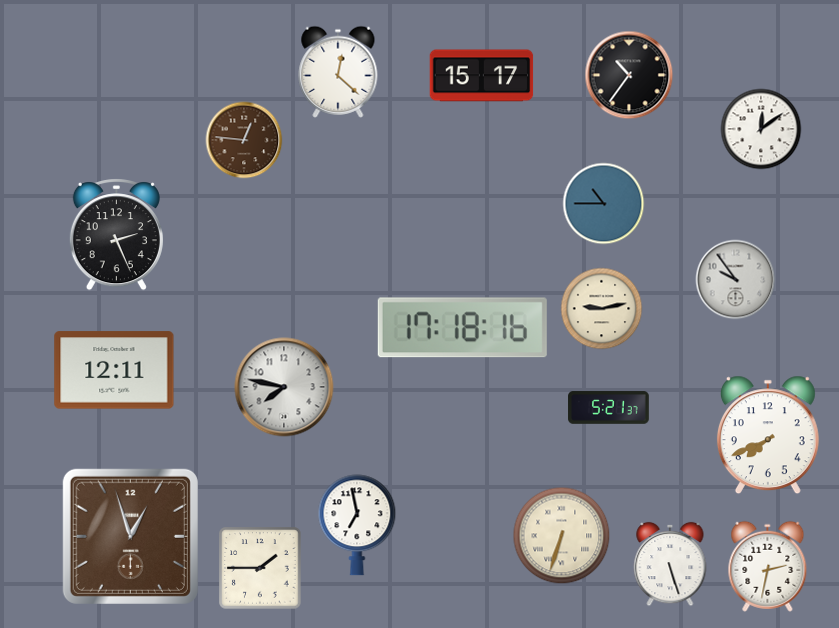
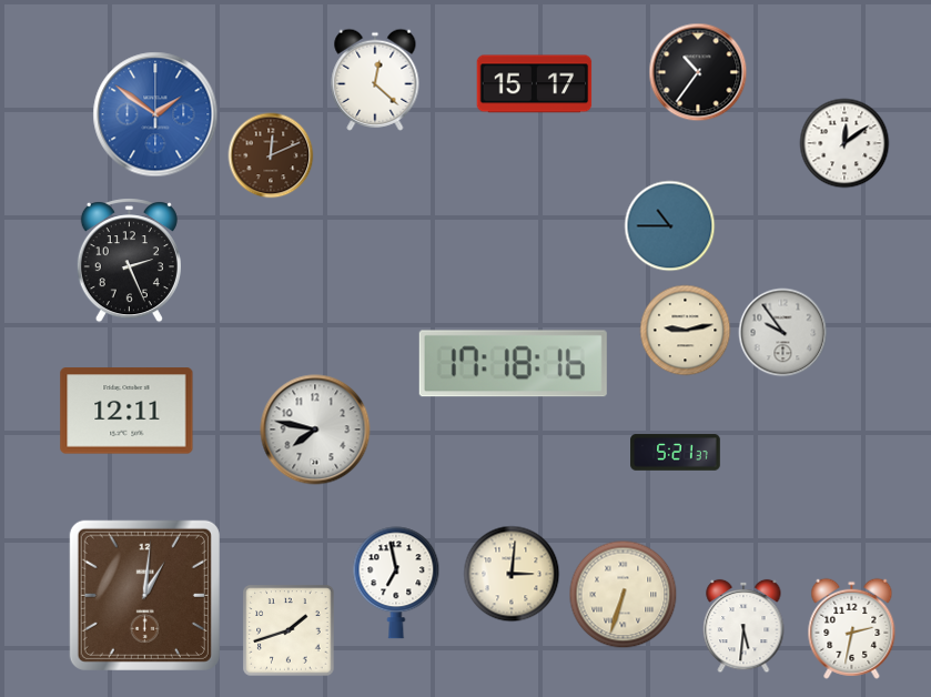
clock at (629, 75) position: (629, 75) -> (698, 72)
clock at (155, 114): none -> 1:51
clock at (244, 140): 12:46 -> 12:11
clock at (736, 280) position: (736, 280) -> (783, 333)
clock at (602, 309) position: (602, 309) -> (686, 331)
clock at (768, 435): 7:41 -> none
clock at (512, 574): none -> 3:01
clock at (130, 536): 12:57 -> 1:01
clock at (670, 564): 5:27 -> 5:31
clock at (260, 568): 1:45 -> 1:42
